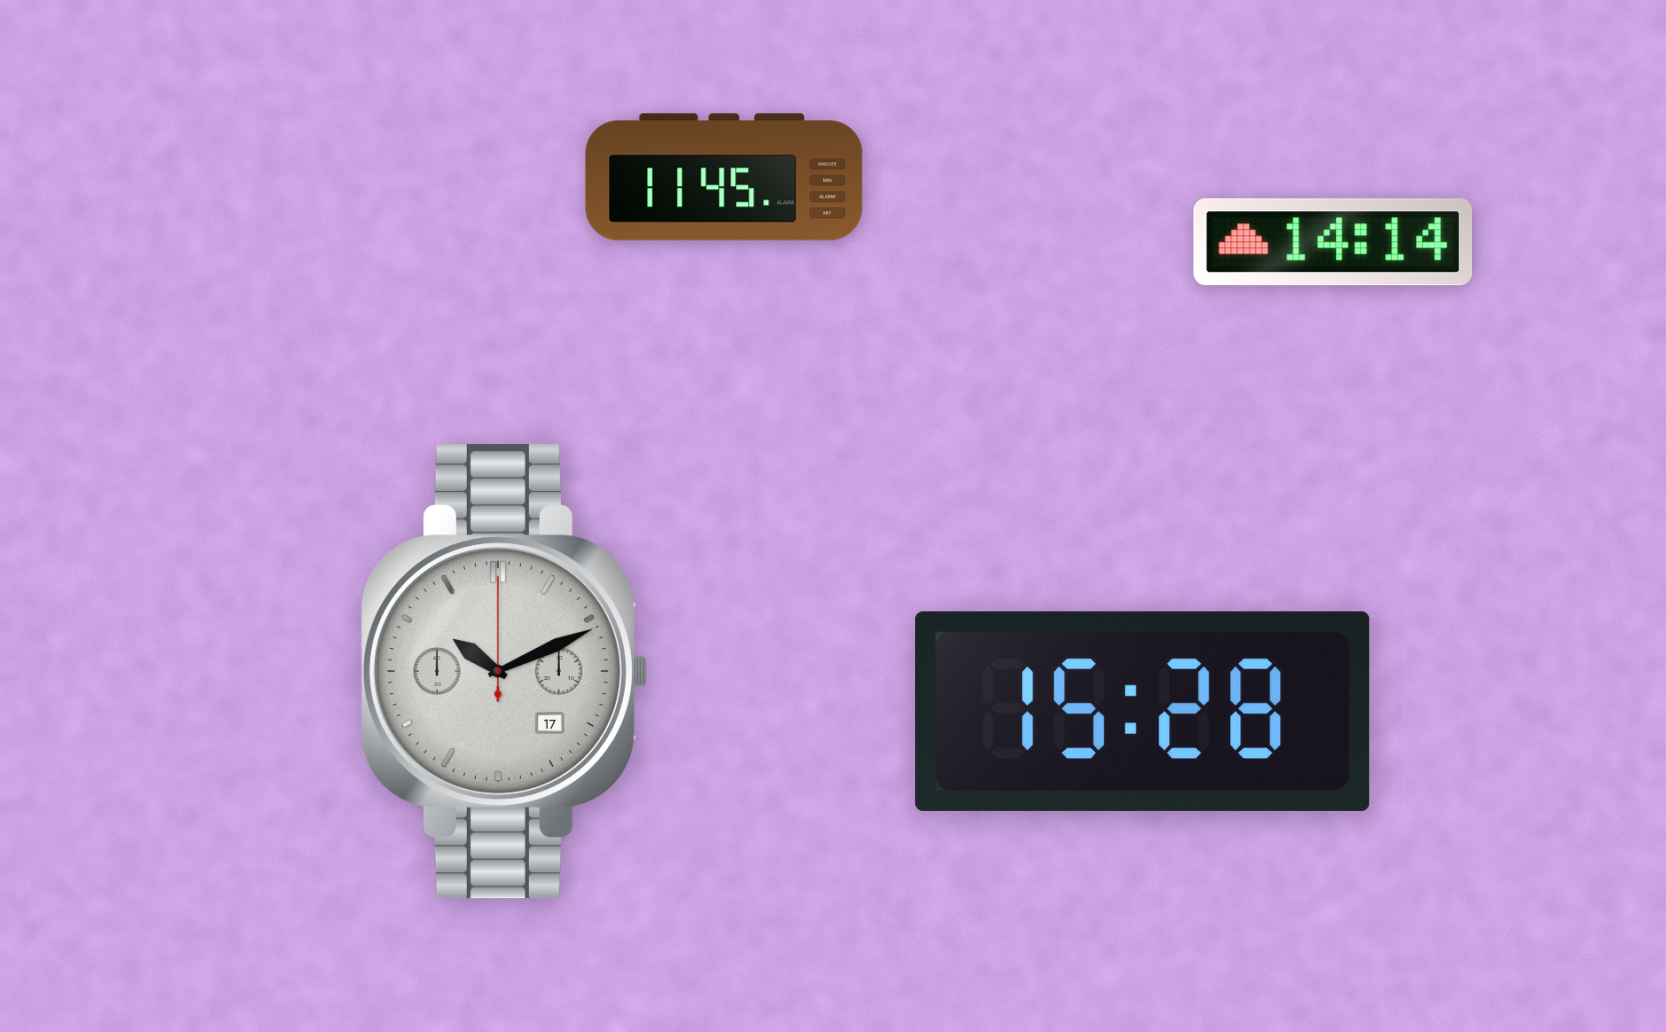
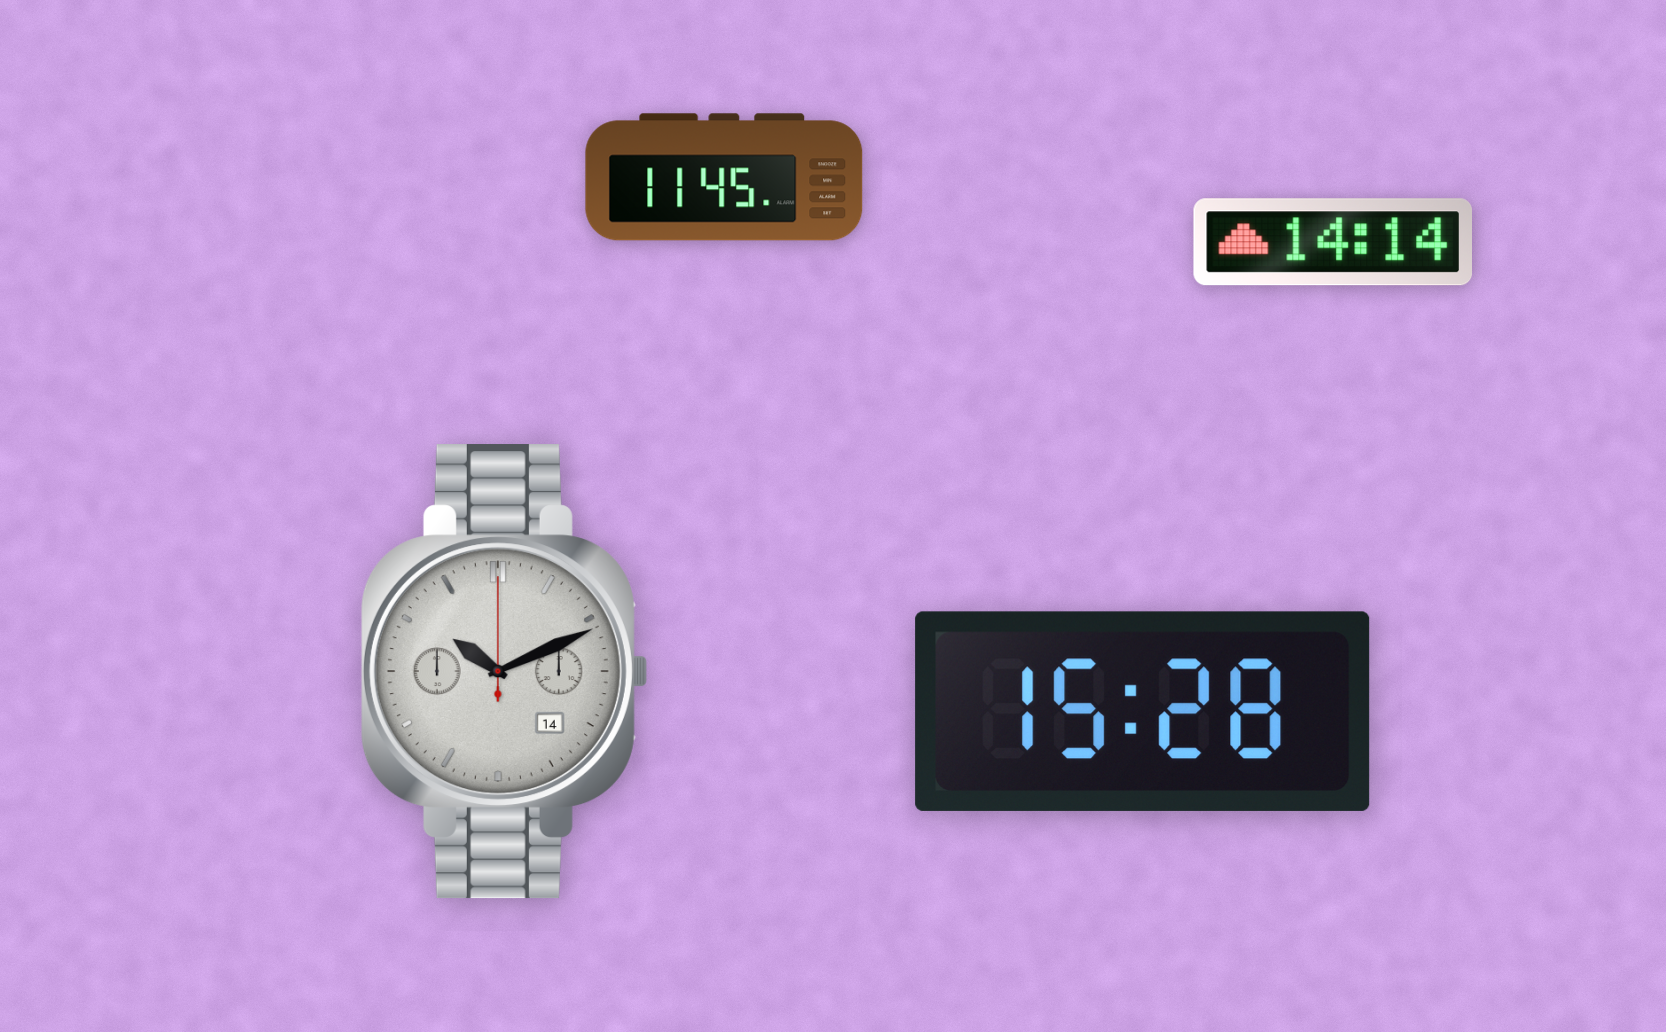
clock at (504, 672) date: 17 -> 14
